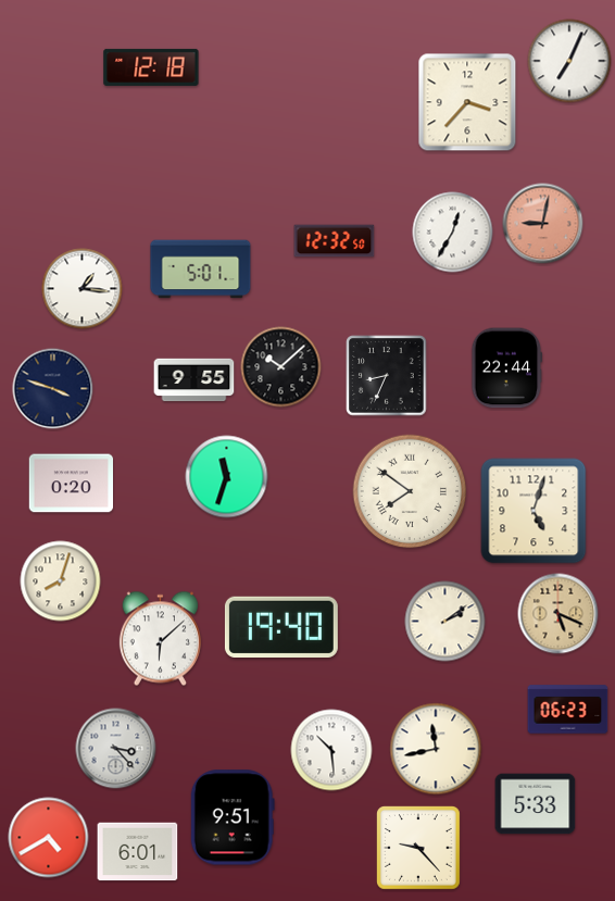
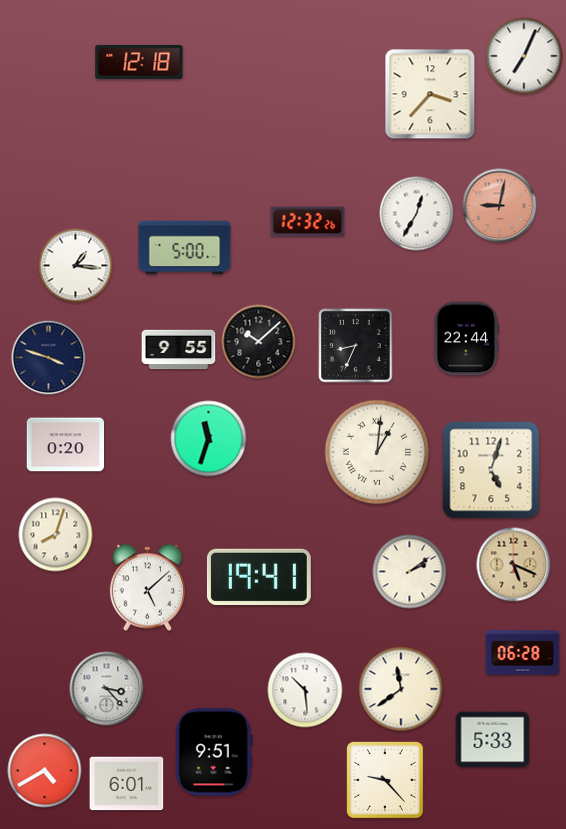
clock at (335, 241): 12:32:50 -> 12:32:26
clock at (201, 270): 5:01 -> 5:00
clock at (281, 367) position: (281, 367) -> (259, 342)
clock at (410, 491): 7:51 -> 1:01
clock at (281, 626): 19:40 -> 19:41
clock at (160, 639): 6:08 -> 5:08
clock at (568, 710): 06:23 -> 06:28
clock at (436, 749): 11:43 -> 11:39
